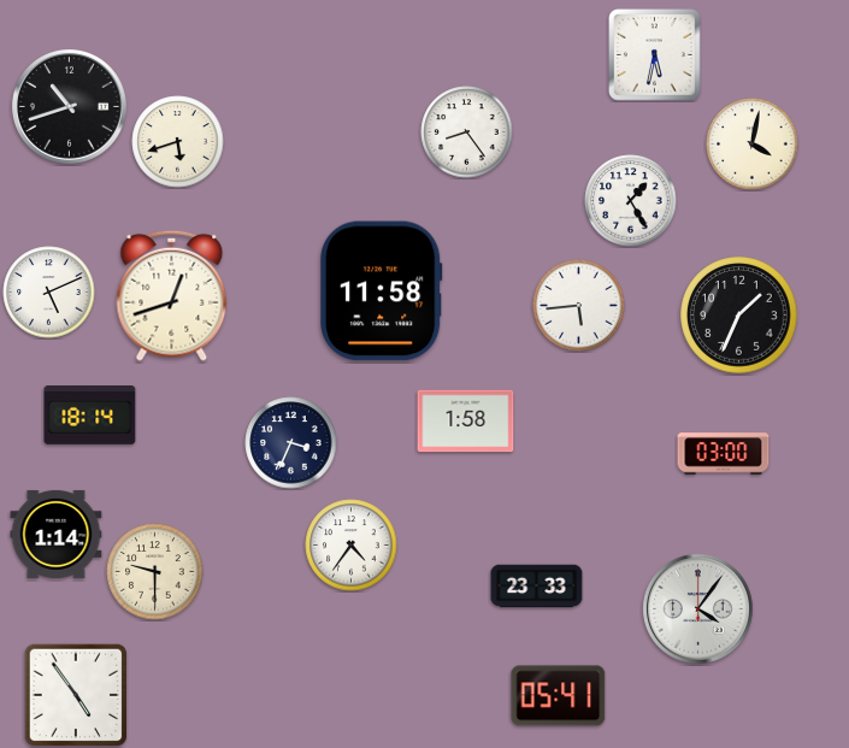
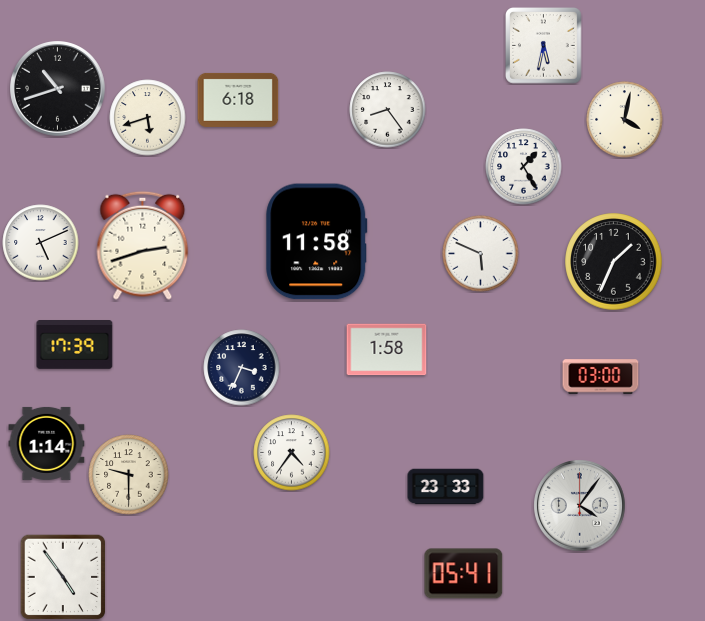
clock at (238, 100): none -> 6:18
clock at (172, 295): 12:42 -> 2:42
clock at (579, 306): 5:44 -> 5:49
clock at (90, 416): 18:14 -> 17:39
clock at (559, 696) position: (559, 696) -> (464, 574)
